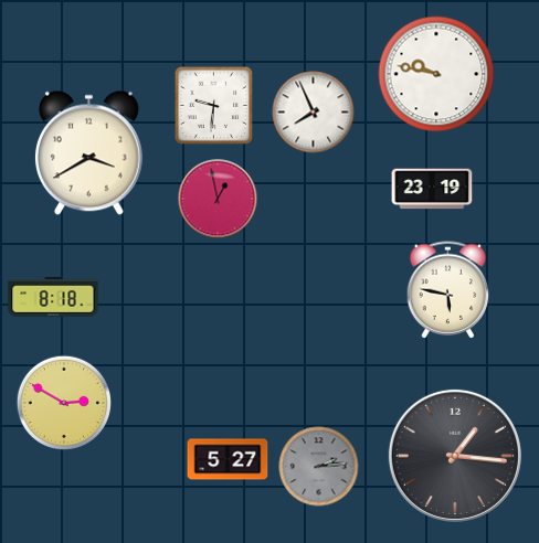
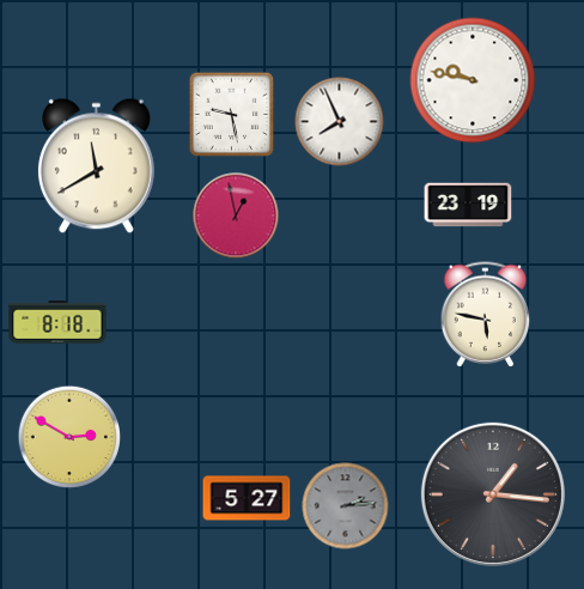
clock at (214, 106): 9:31 -> 9:28
clock at (88, 153): 3:40 -> 11:40
